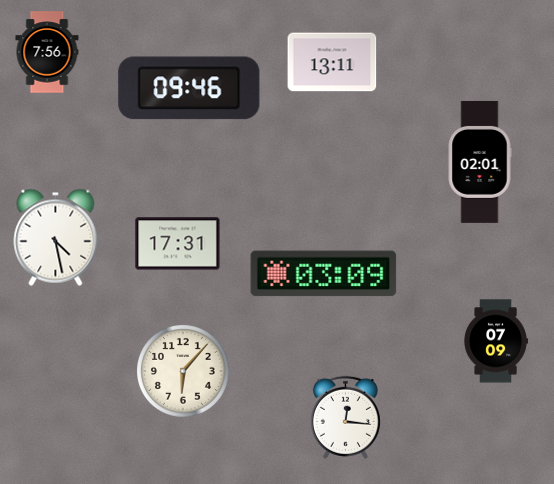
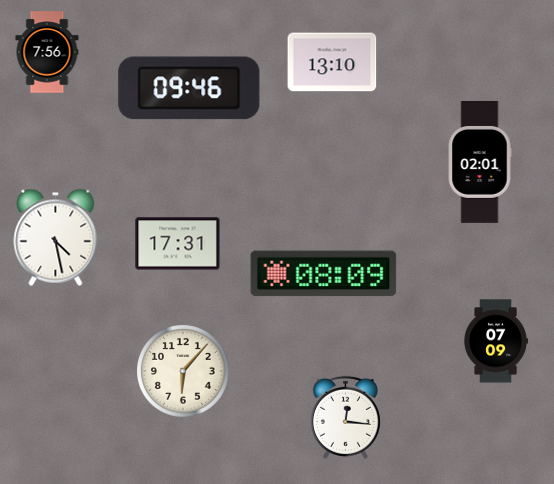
clock at (332, 62): 13:11 -> 13:10
clock at (324, 274): 03:09 -> 08:09
